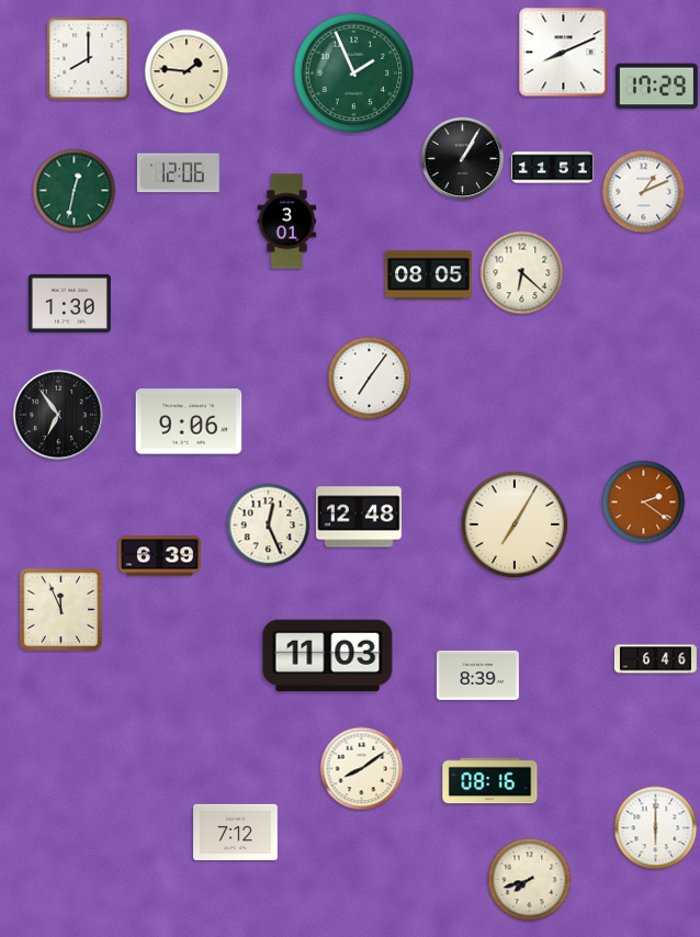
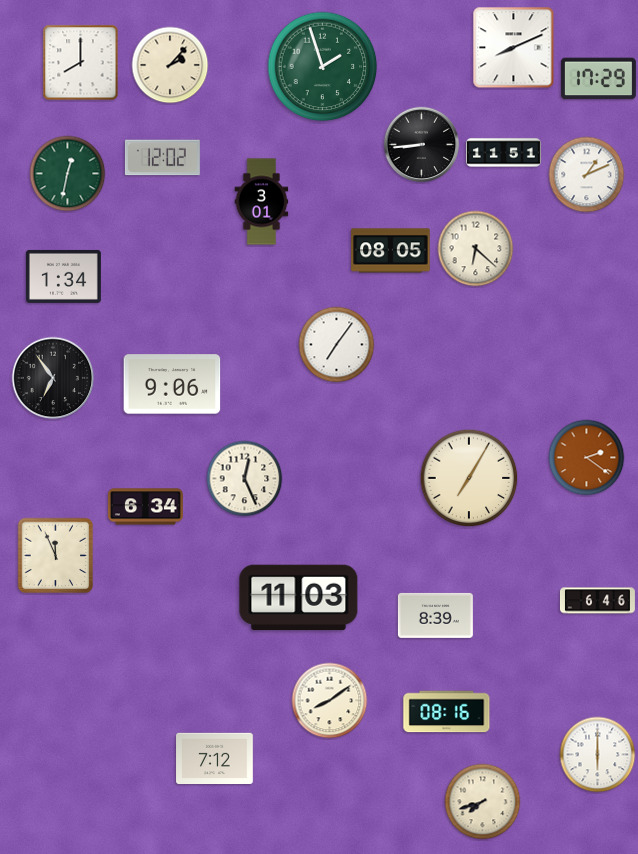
clock at (89, 59) position: (89, 59) -> (81, 63)
clock at (187, 71): 1:46 -> 2:07
clock at (354, 74): 1:56 -> 1:57
clock at (463, 159): 1:05 -> 8:44
clock at (178, 173): 12:06 -> 12:02
clock at (69, 303): 1:30 -> 1:34
clock at (359, 517): 12:48 -> none
clock at (159, 556): 6:39 -> 6:34
